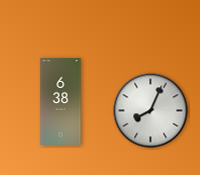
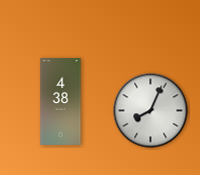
clock at (61, 101): 6:38 -> 4:38
